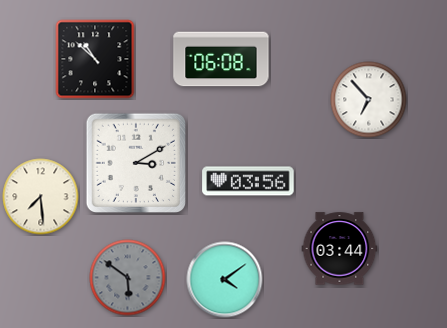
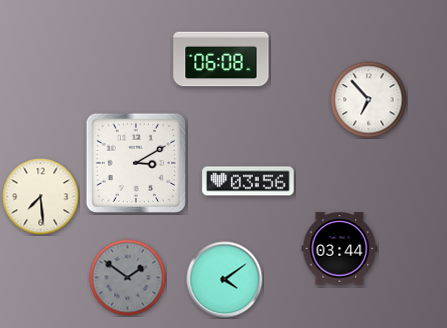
clock at (95, 59): 10:52 -> none
clock at (128, 278): 5:51 -> 1:51
